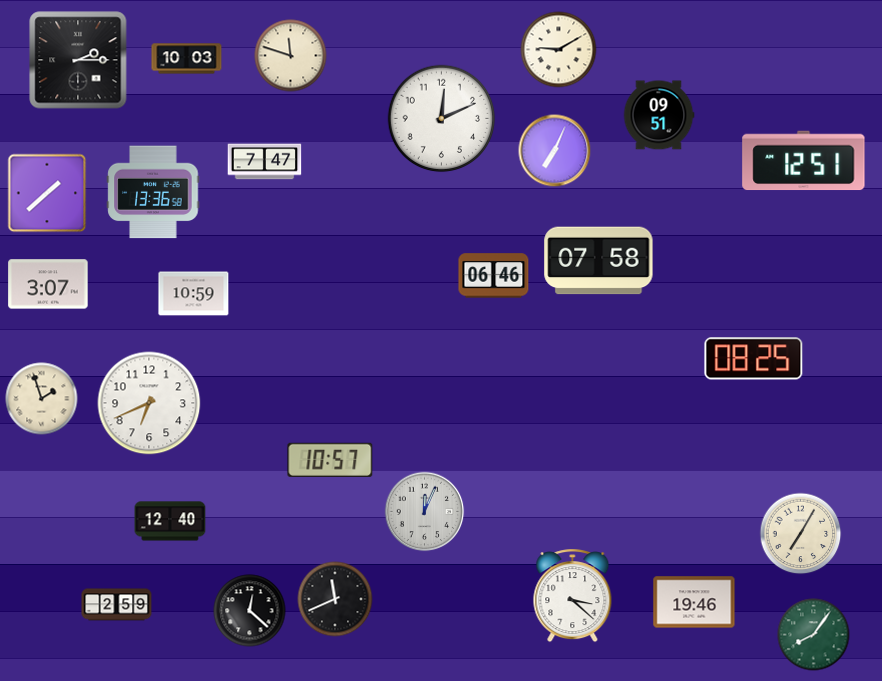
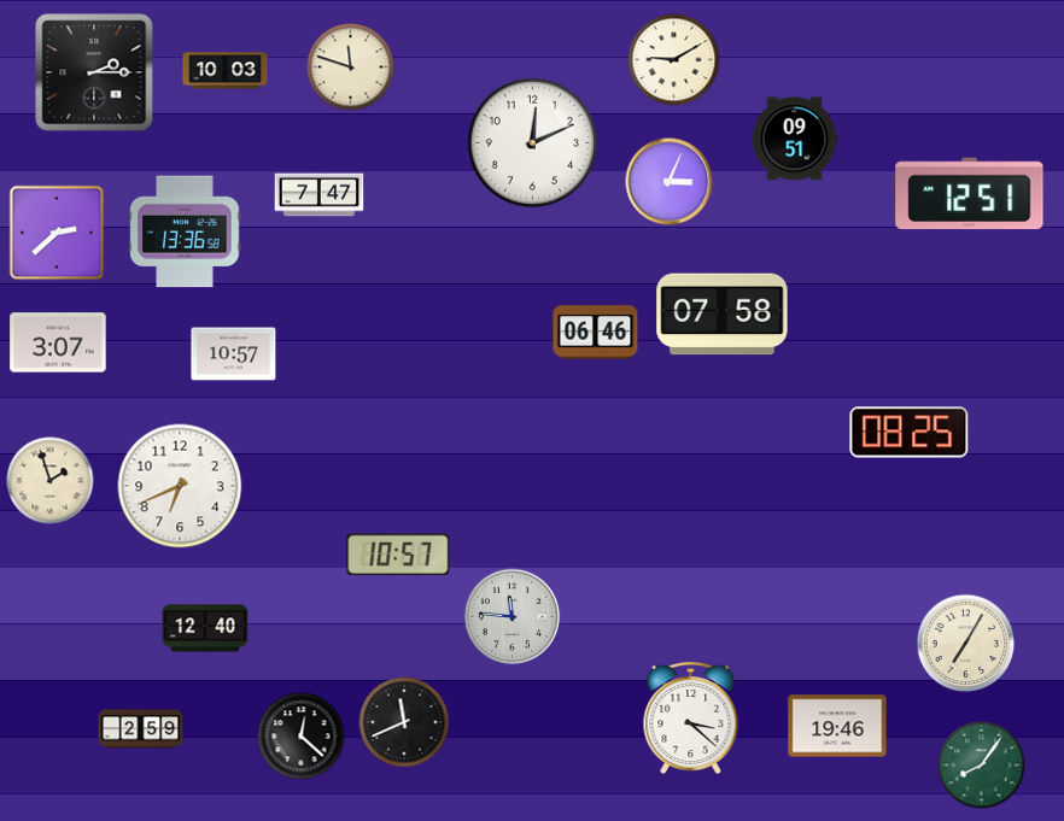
clock at (555, 151): 7:04 -> 3:04
clock at (47, 193): 1:38 -> 2:38
clock at (194, 294): 10:59 -> 10:57
clock at (425, 512): 12:04 -> 11:46
